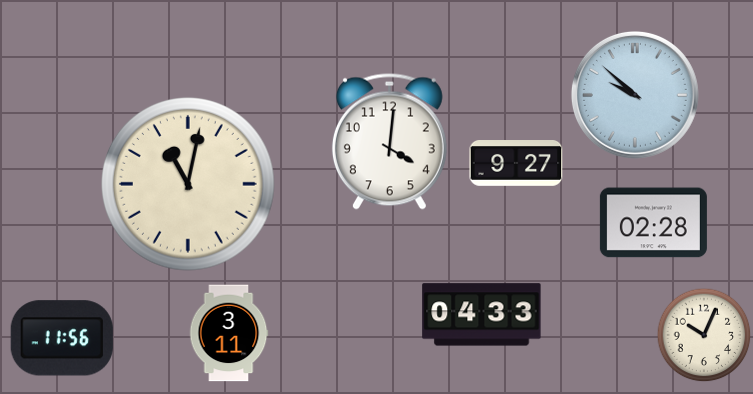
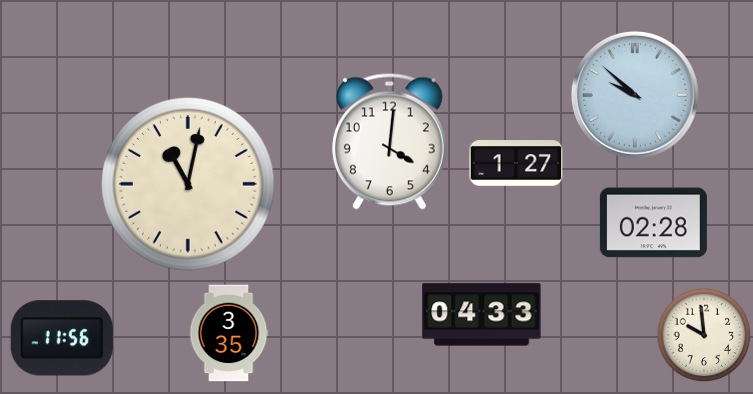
clock at (516, 163): 9:27 -> 1:27
clock at (229, 333): 3:11 -> 3:35
clock at (704, 335): 10:04 -> 9:59
